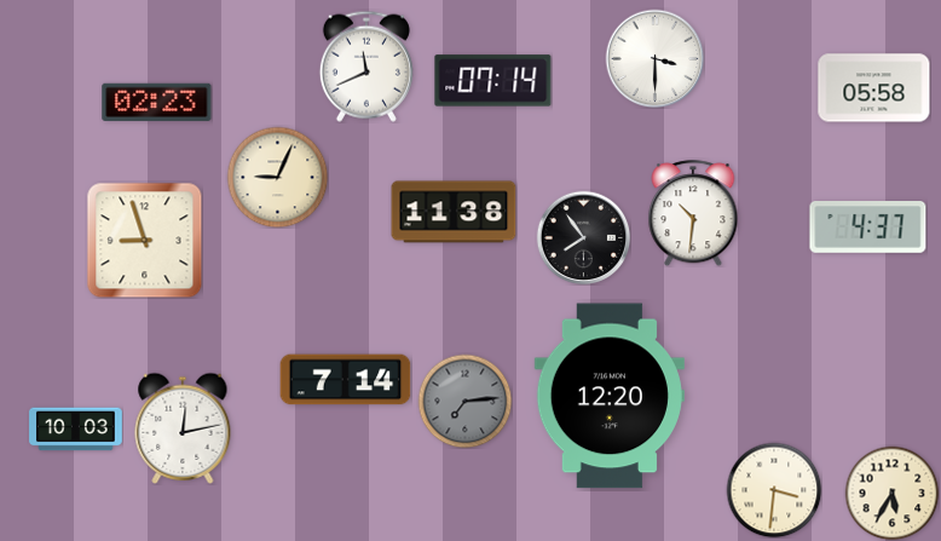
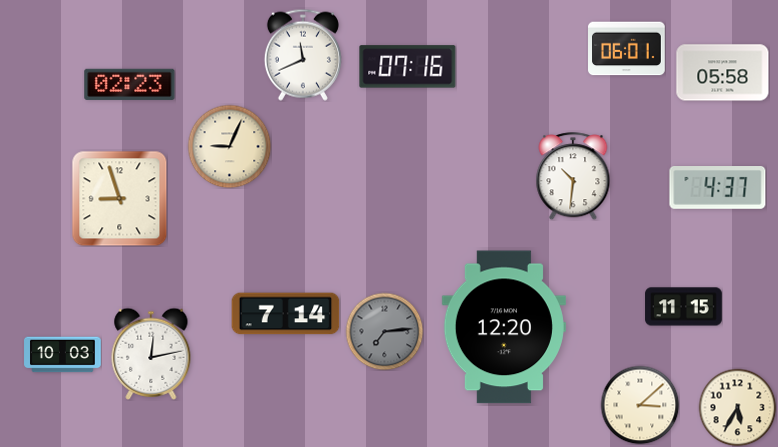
clock at (654, 58): 3:30 -> none
clock at (627, 49): none -> 06:01
clock at (493, 81): 07:14 -> 07:16
clock at (454, 212): 11:38 -> none
clock at (583, 237): 7:54 -> none
clock at (684, 307): none -> 11:15
clock at (774, 490): 3:31 -> 3:08
